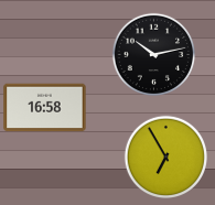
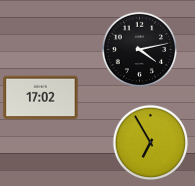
clock at (153, 54): 10:13 -> 4:13
clock at (45, 108): 16:58 -> 17:02
